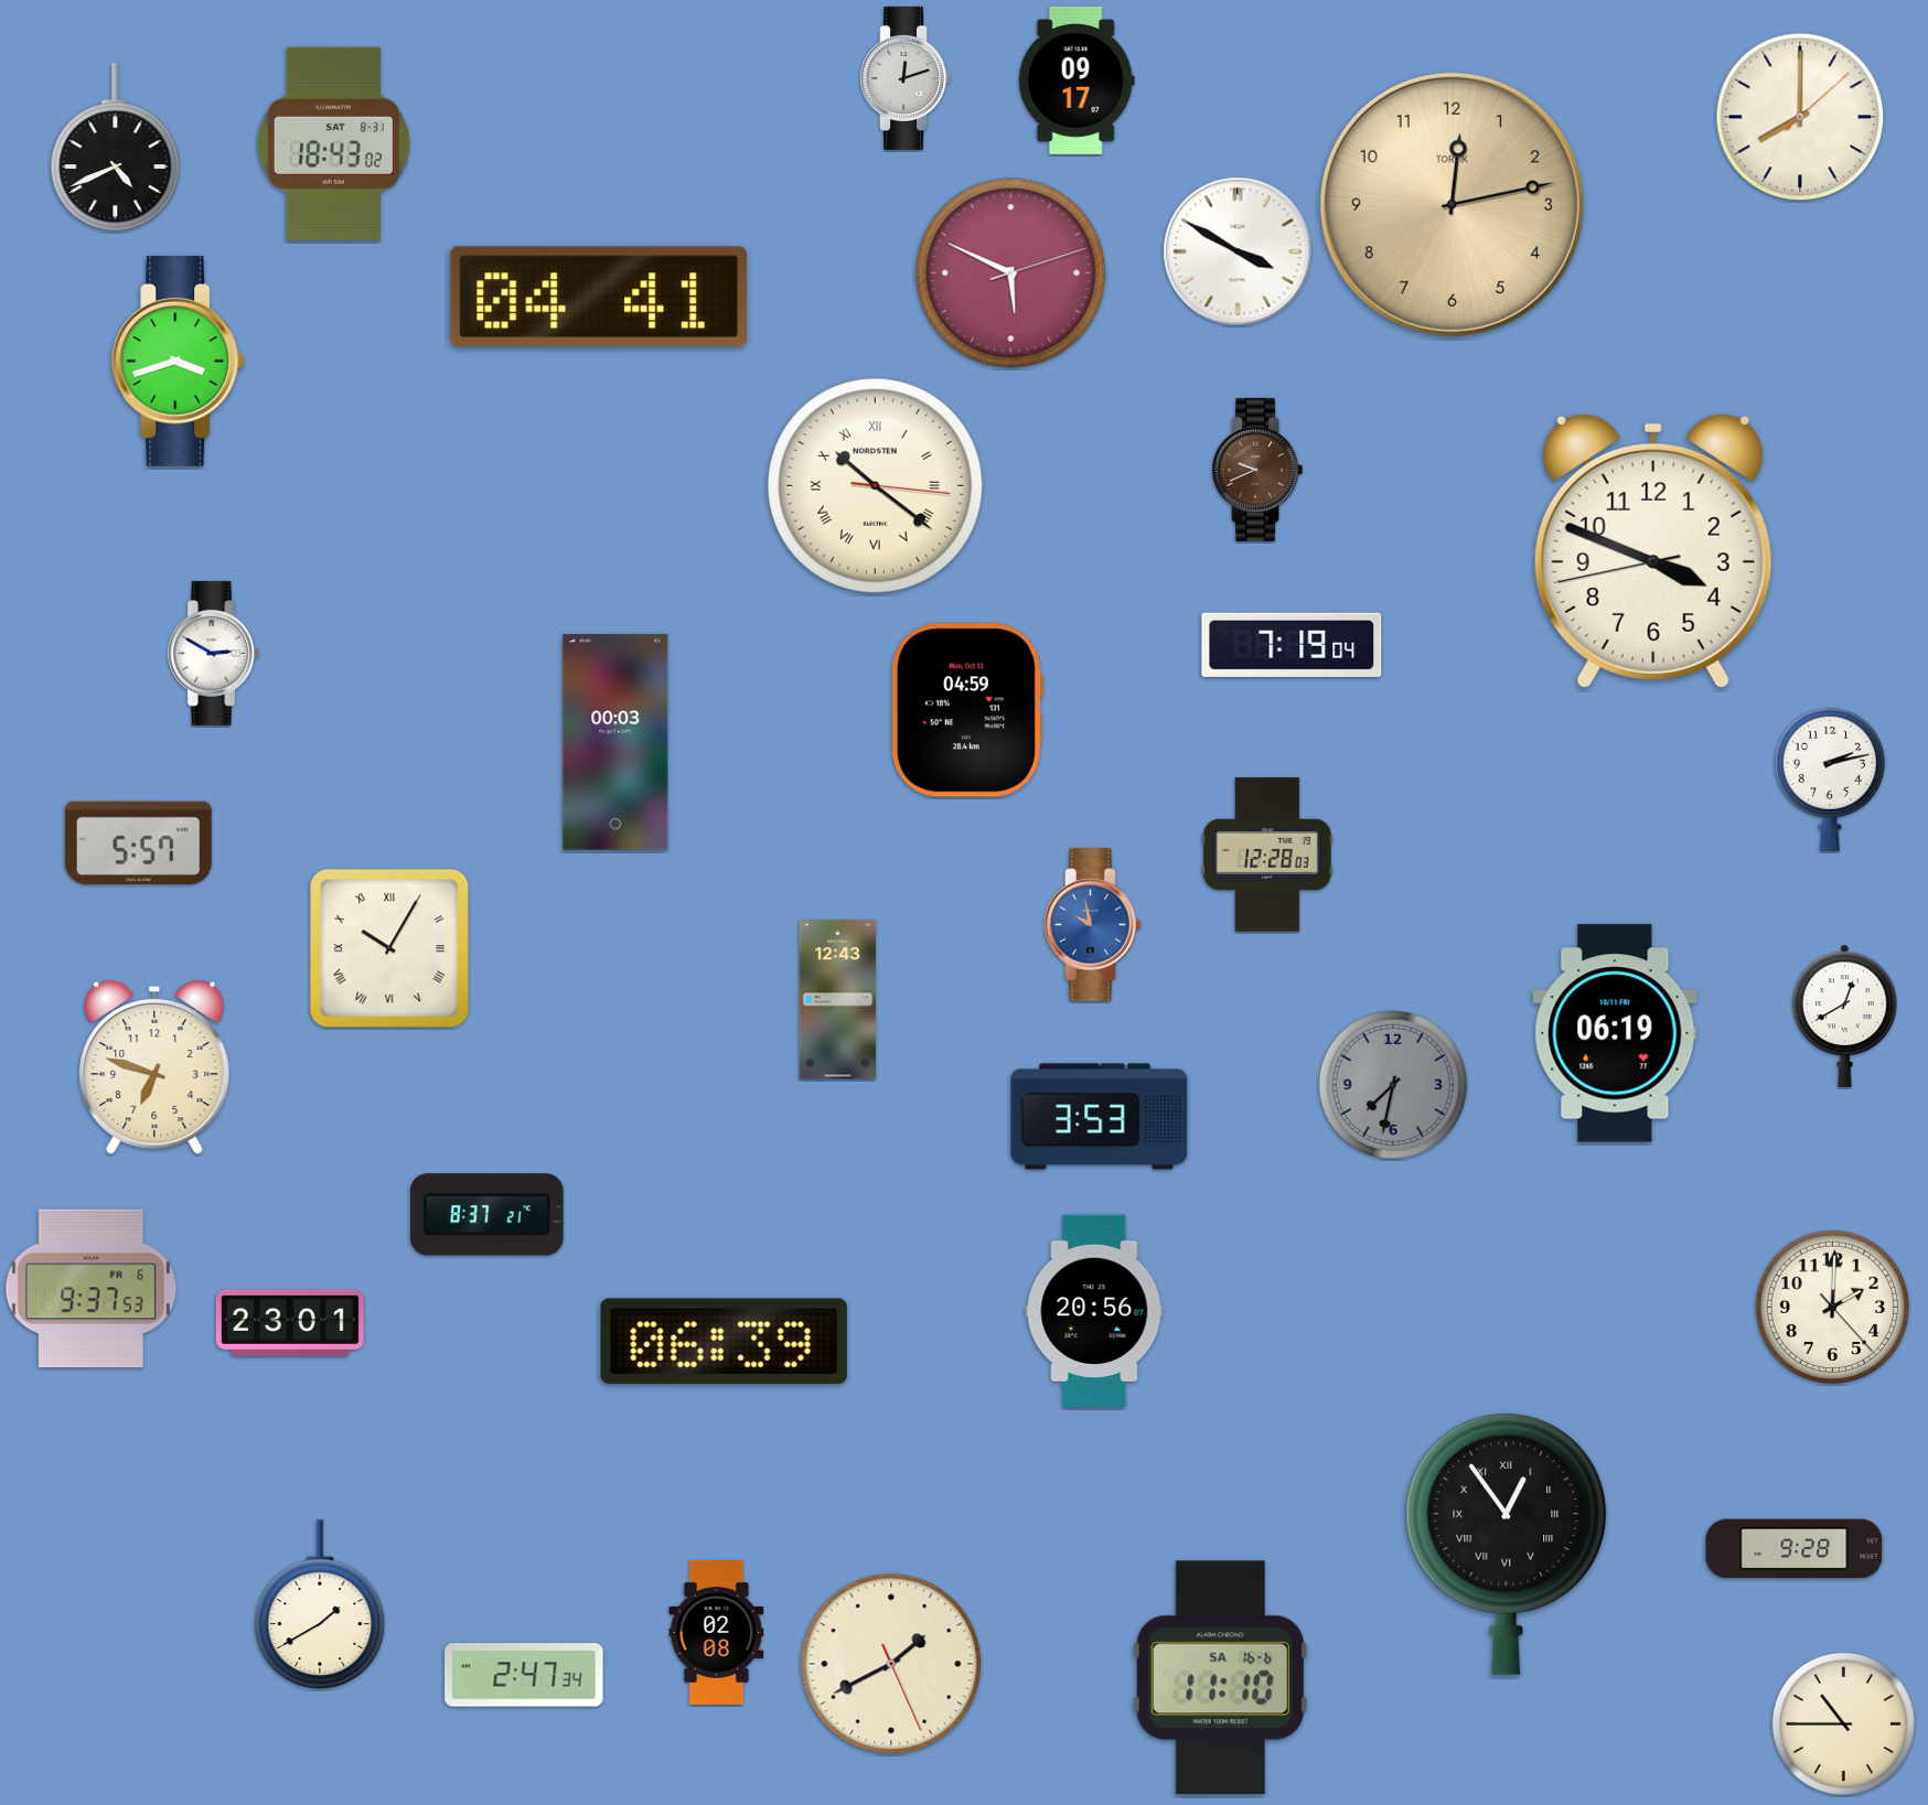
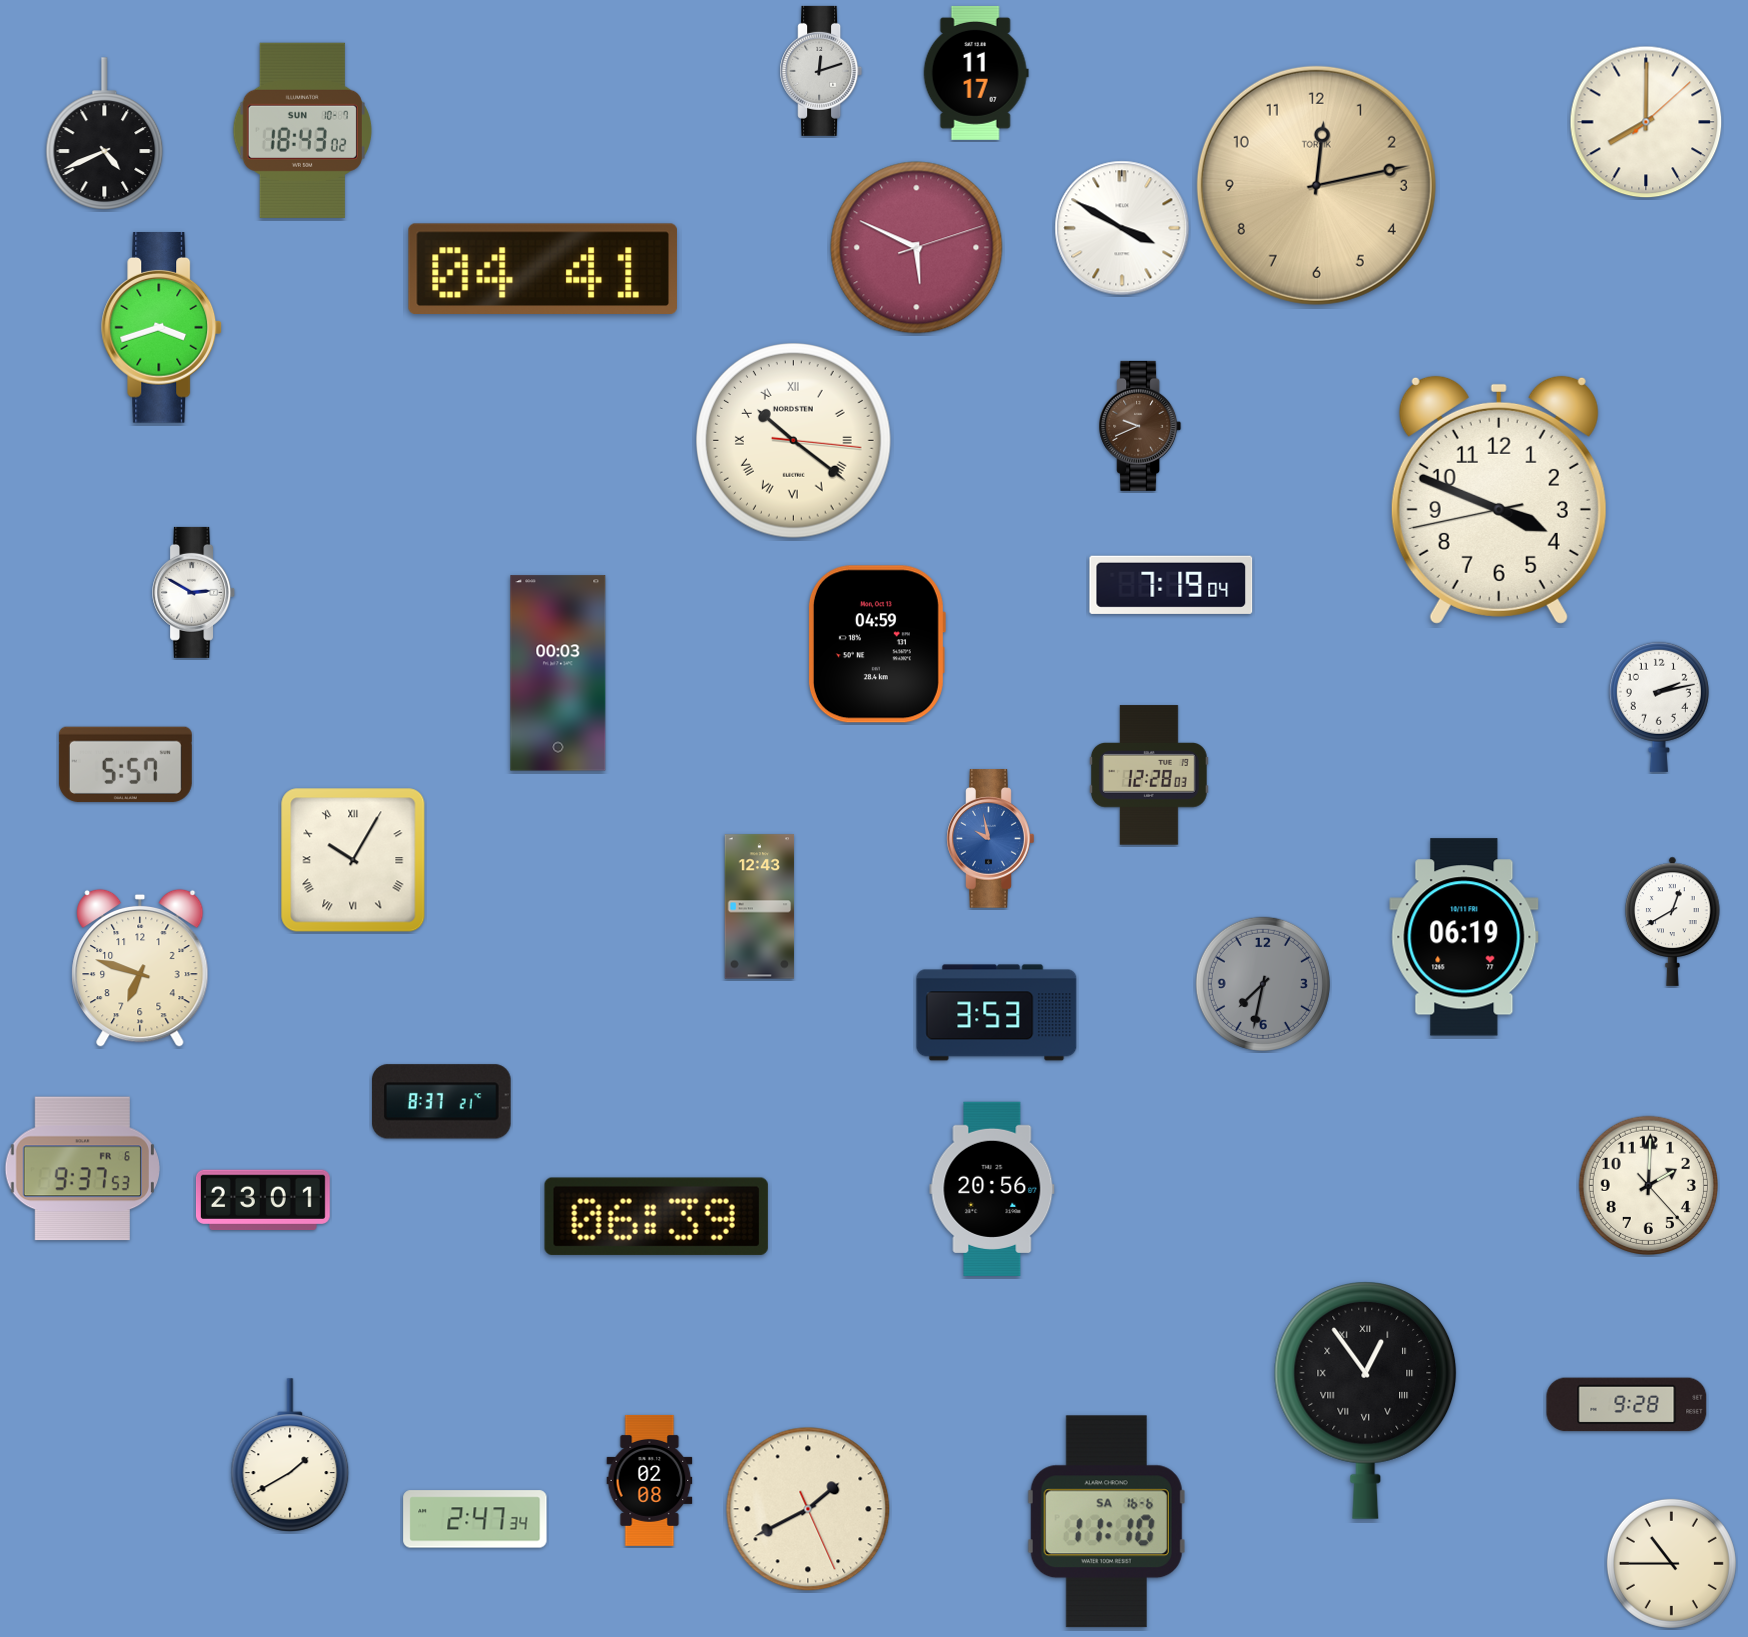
clock at (1077, 80): 09:17 -> 11:17
clock at (1800, 117) position: (1800, 117) -> (1646, 122)
clock at (333, 143) date: SAT 8-31 -> SUN 10-7
clock at (1832, 1307) position: (1832, 1307) -> (1648, 1185)
